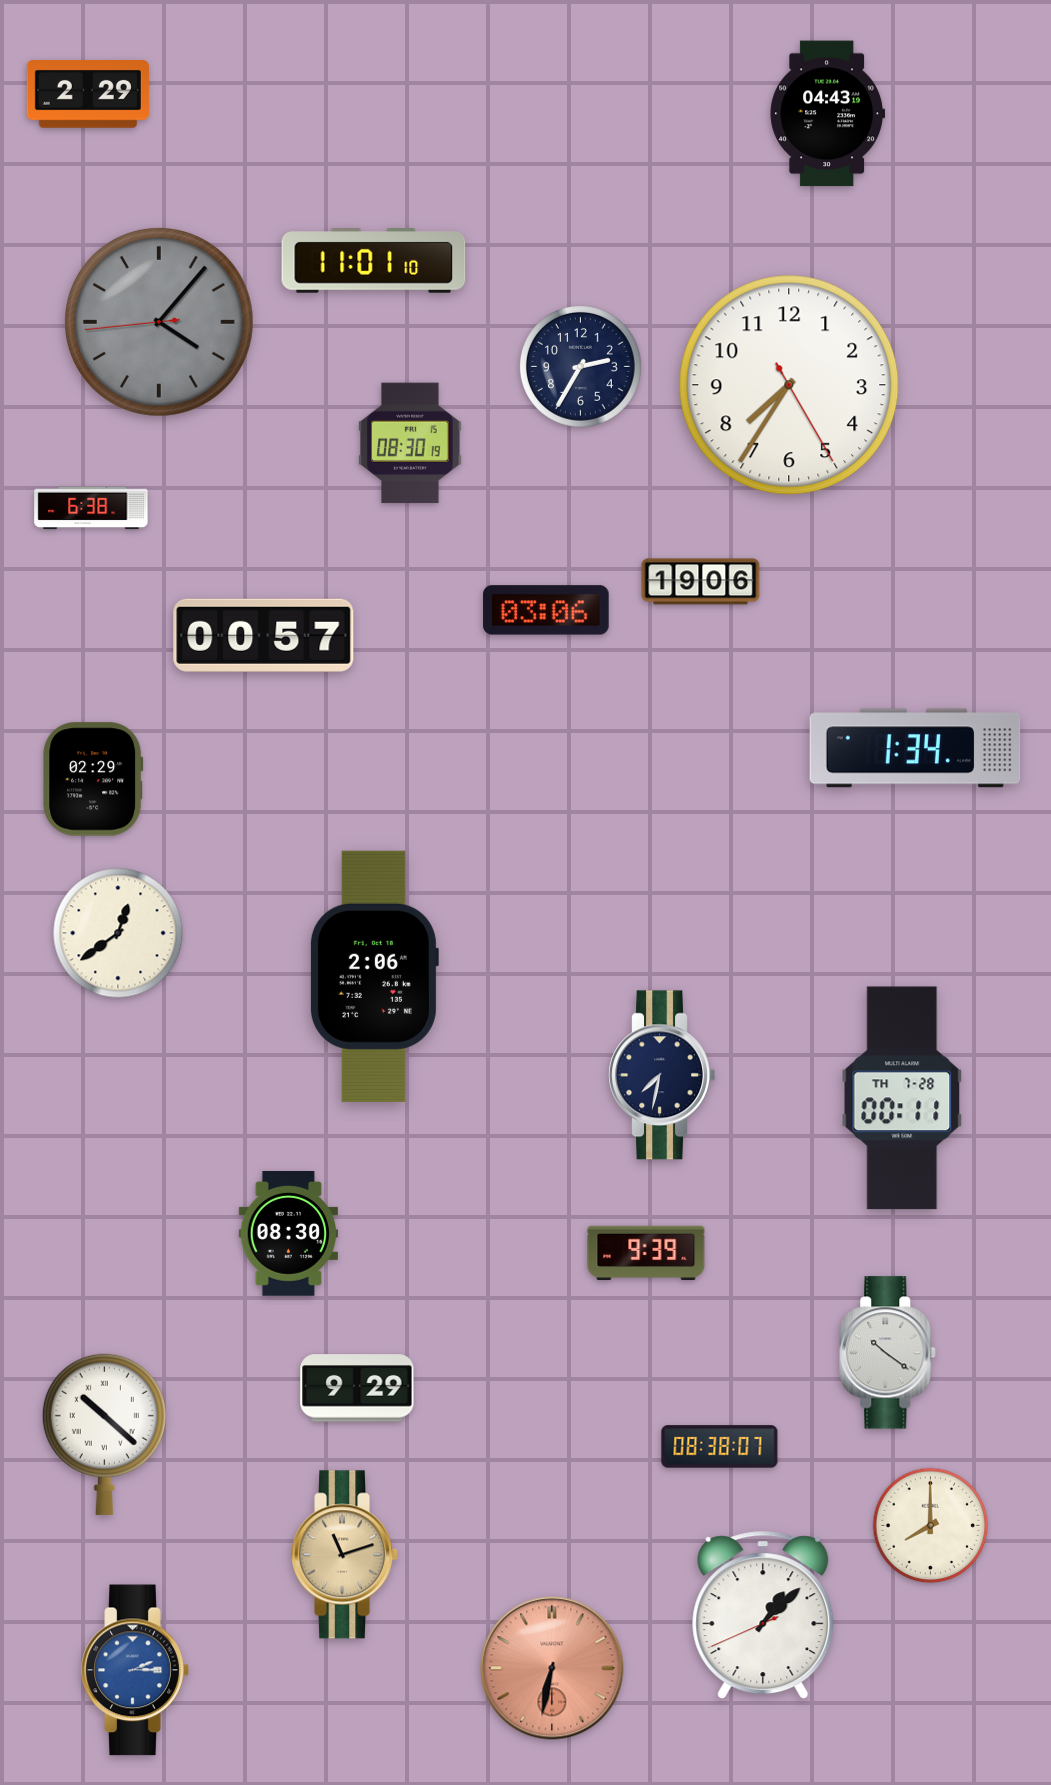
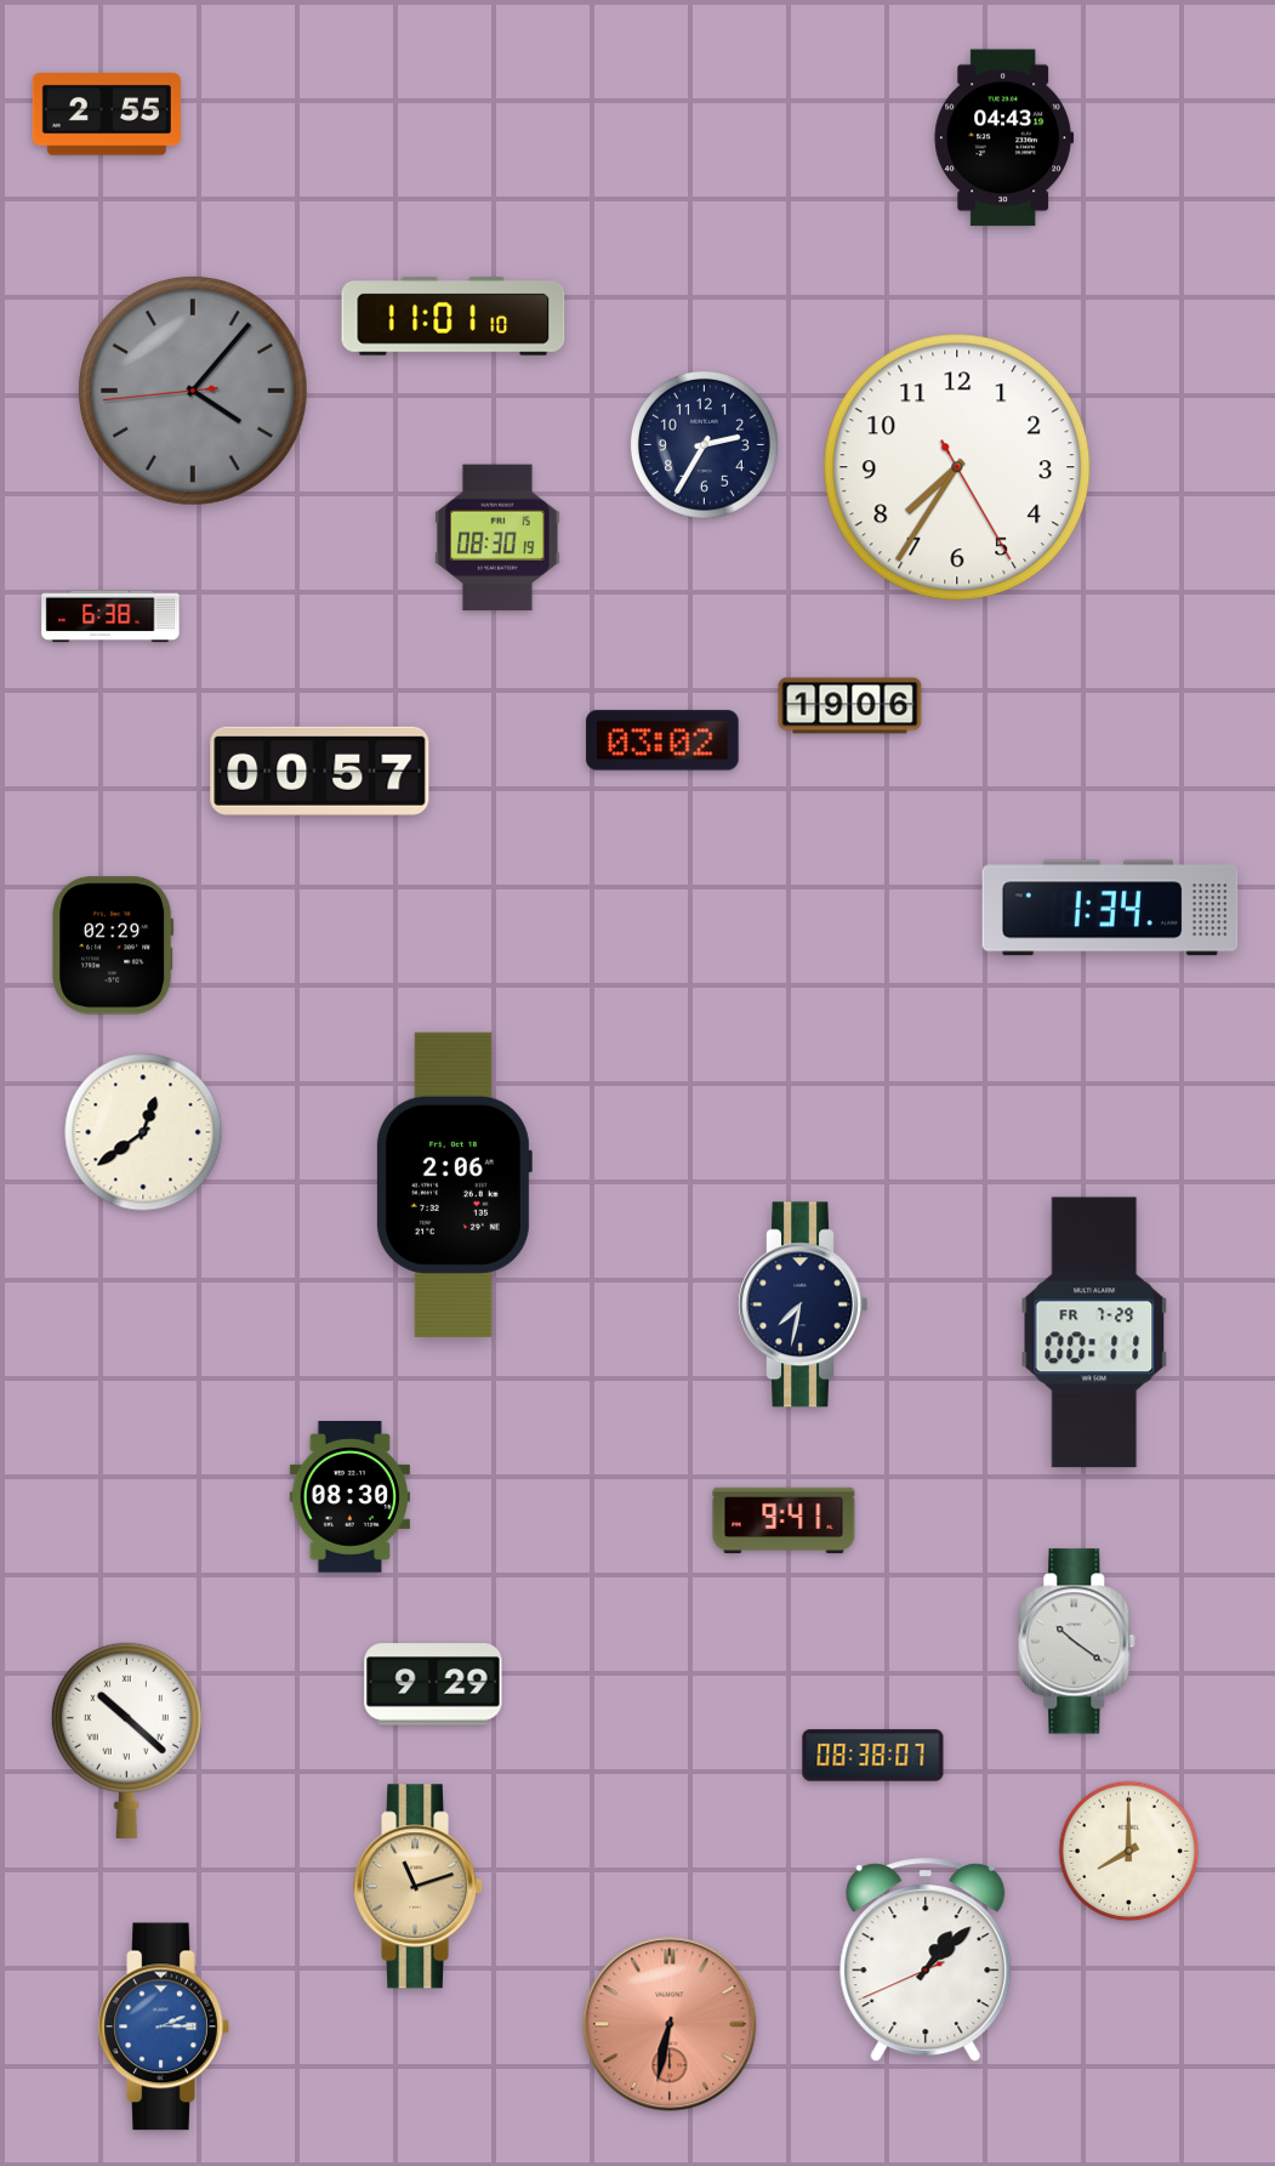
clock at (88, 95): 2:29 -> 2:55
clock at (546, 610): 03:06 -> 03:02
clock at (902, 1098) date: TH 7-28 -> FR 7-29
clock at (646, 1253): 9:39 -> 9:41
